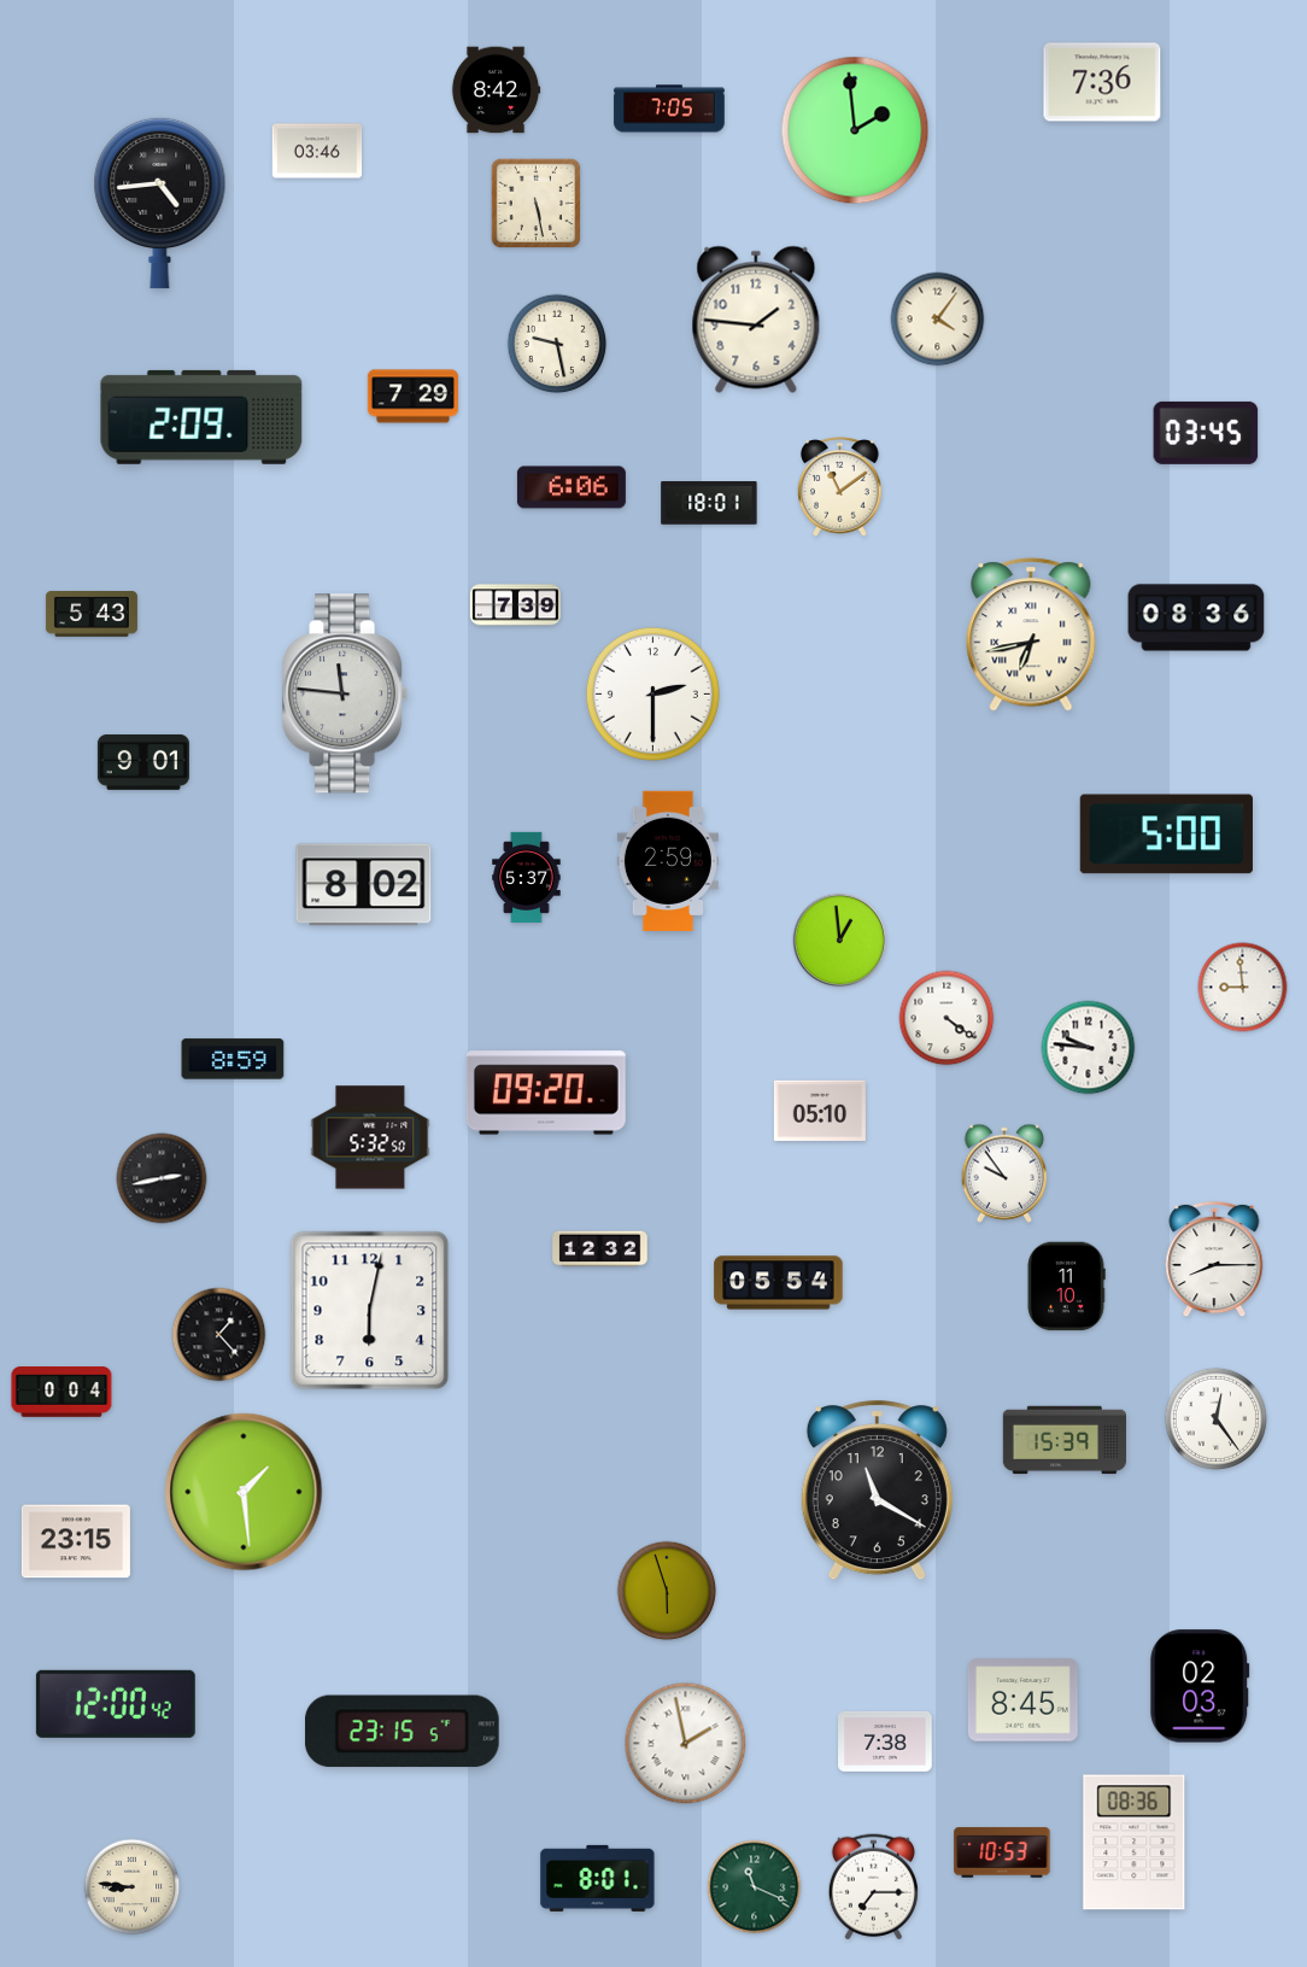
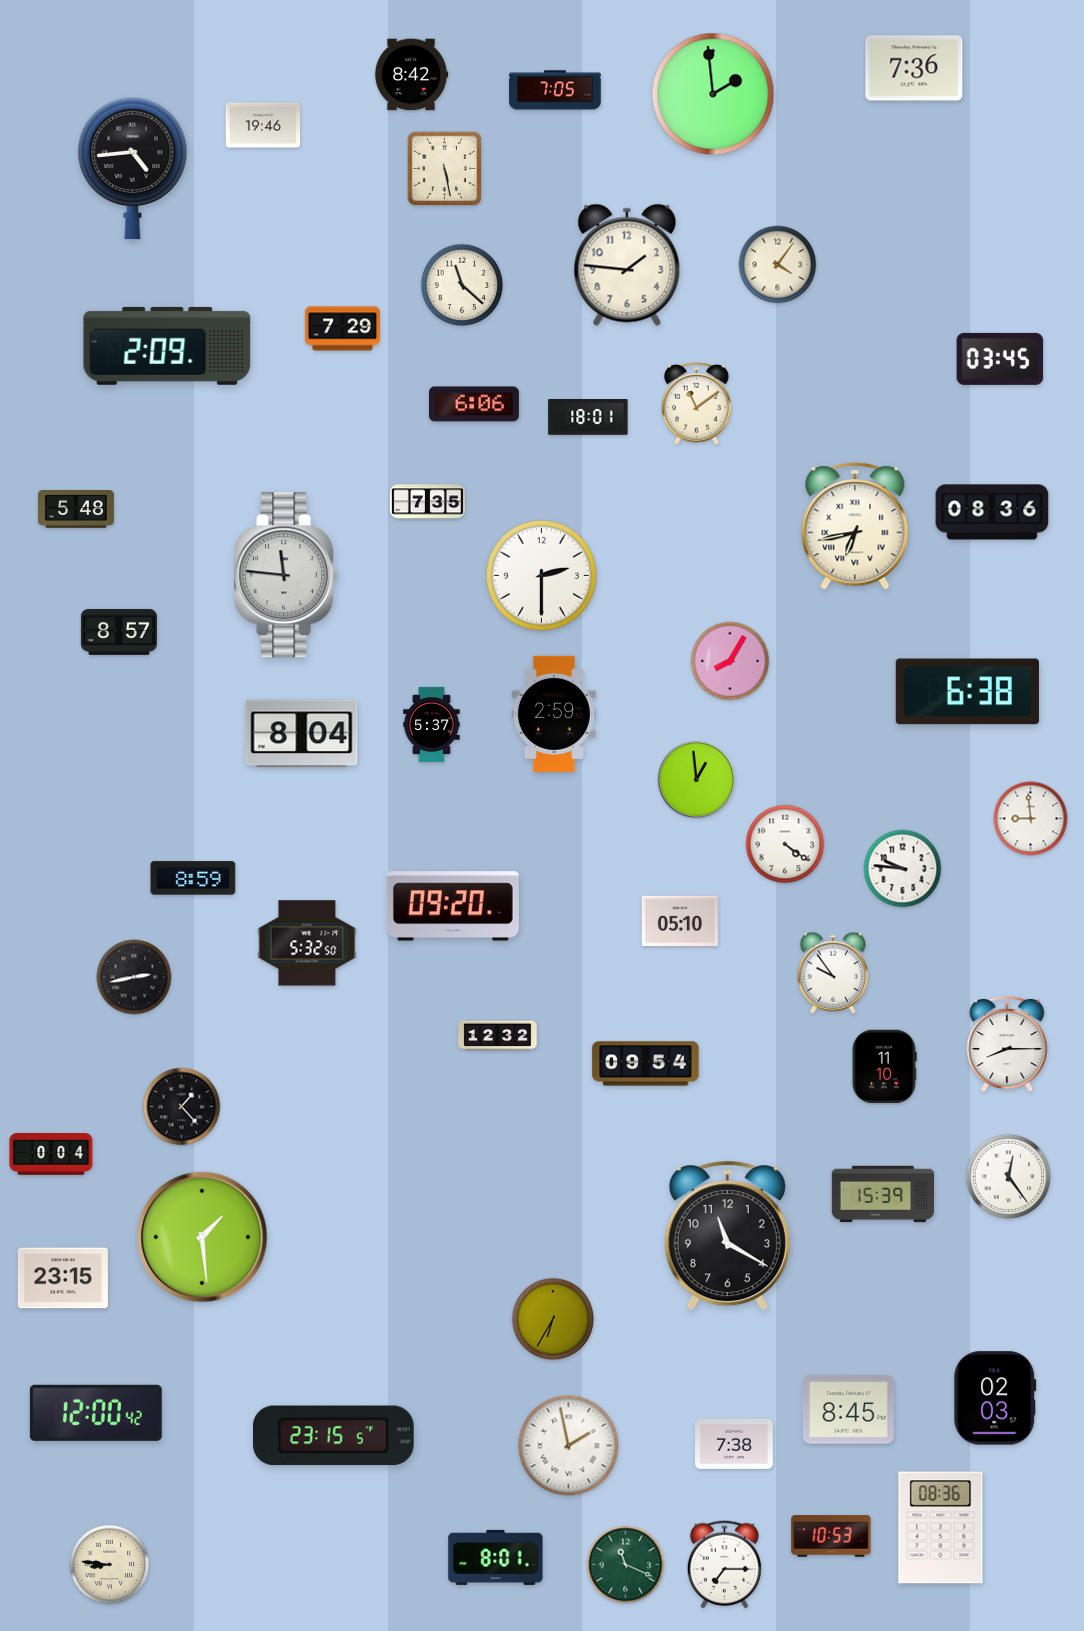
clock at (855, 130) position: (855, 130) -> (713, 94)
clock at (317, 151): 03:46 -> 19:46
clock at (557, 344): 9:28 -> 11:22
clock at (515, 605): 7:39 -> 7:35
clock at (92, 615): 5:43 -> 5:48
clock at (143, 762): 9:01 -> 8:57
clock at (730, 661): none -> 8:05
clock at (1166, 835): 5:00 -> 6:38
clock at (527, 877) position: (527, 877) -> (432, 724)
clock at (364, 885): 8:02 -> 8:04
clock at (779, 1283): 05:54 -> 09:54
clock at (370, 1311): 6:02 -> none
clock at (667, 1591): 5:57 -> 6:35
